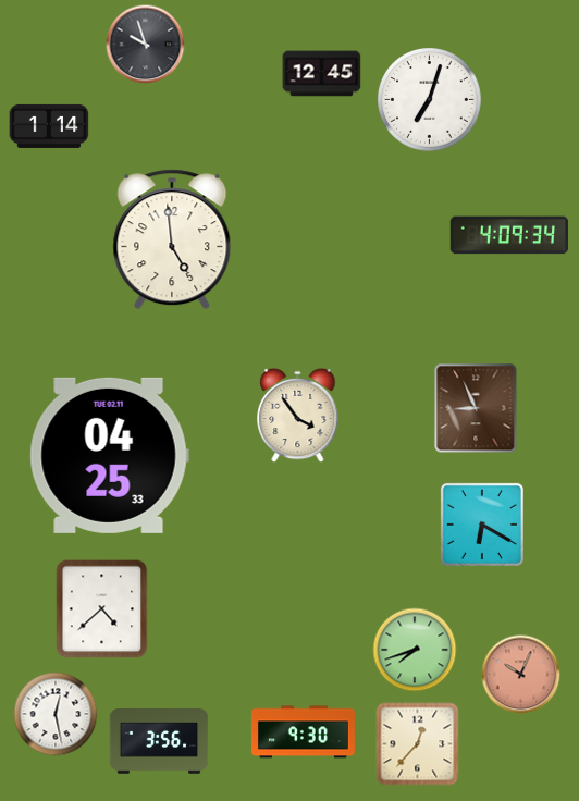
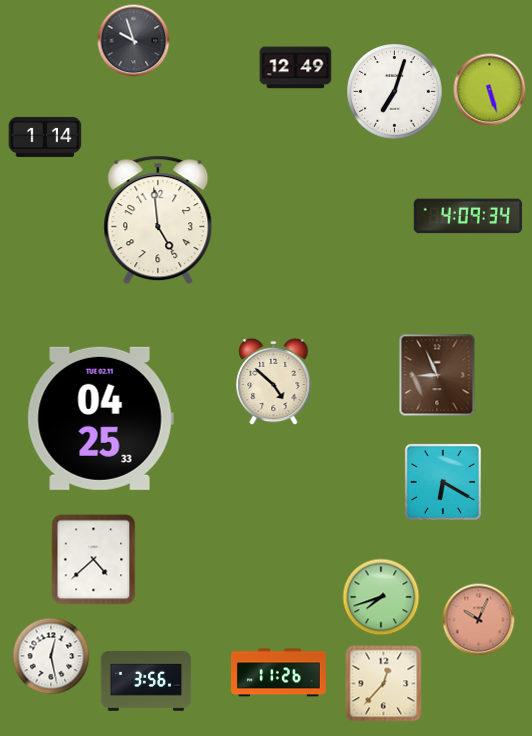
clock at (322, 74): 12:45 -> 12:49
clock at (490, 90): none -> 5:27
clock at (49, 126) position: (49, 126) -> (45, 137)
clock at (298, 416): 3:54 -> 4:52
clock at (304, 732): 9:30 -> 11:26
